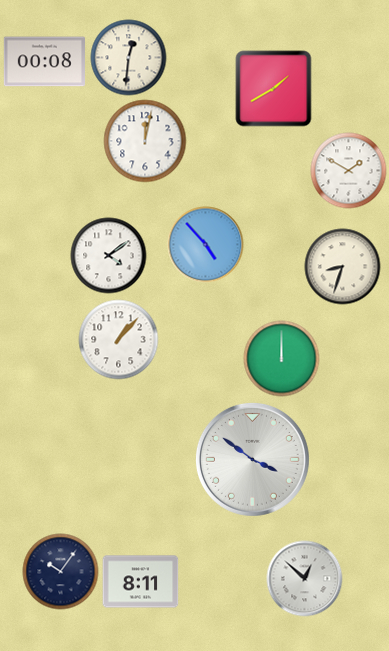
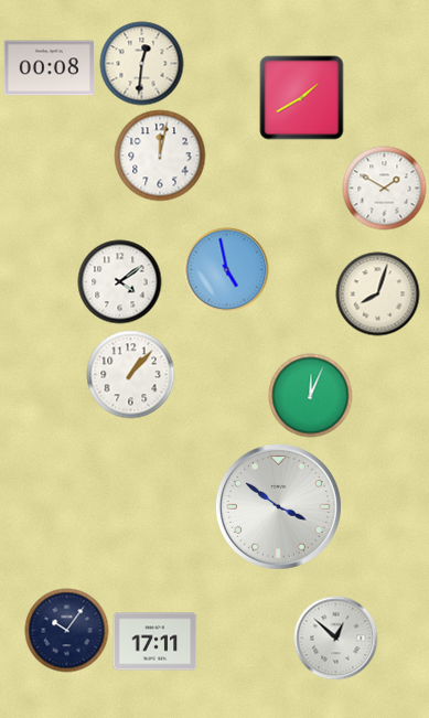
clock at (206, 245): 4:53 -> 4:58
clock at (343, 267): 8:33 -> 8:03
clock at (282, 359): 12:00 -> 12:04
clock at (141, 582): 8:11 -> 17:11
